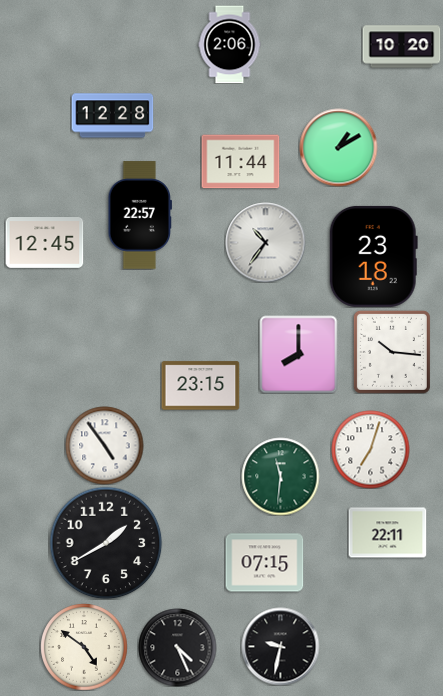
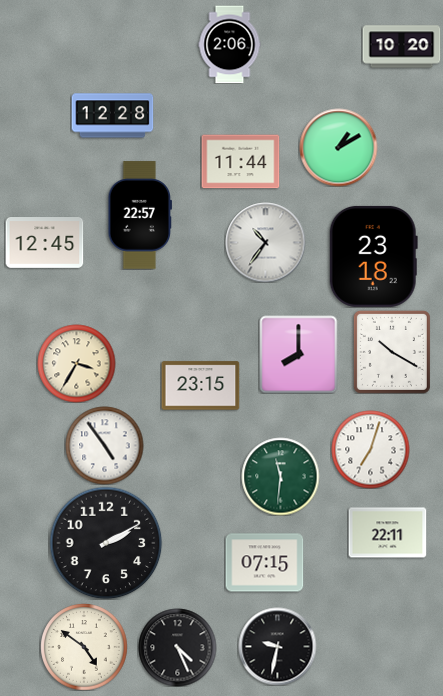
clock at (392, 352): 10:16 -> 10:20
clock at (76, 363): none -> 3:35
clock at (106, 543): 1:40 -> 2:10
clock at (280, 646) position: (280, 646) -> (277, 646)
